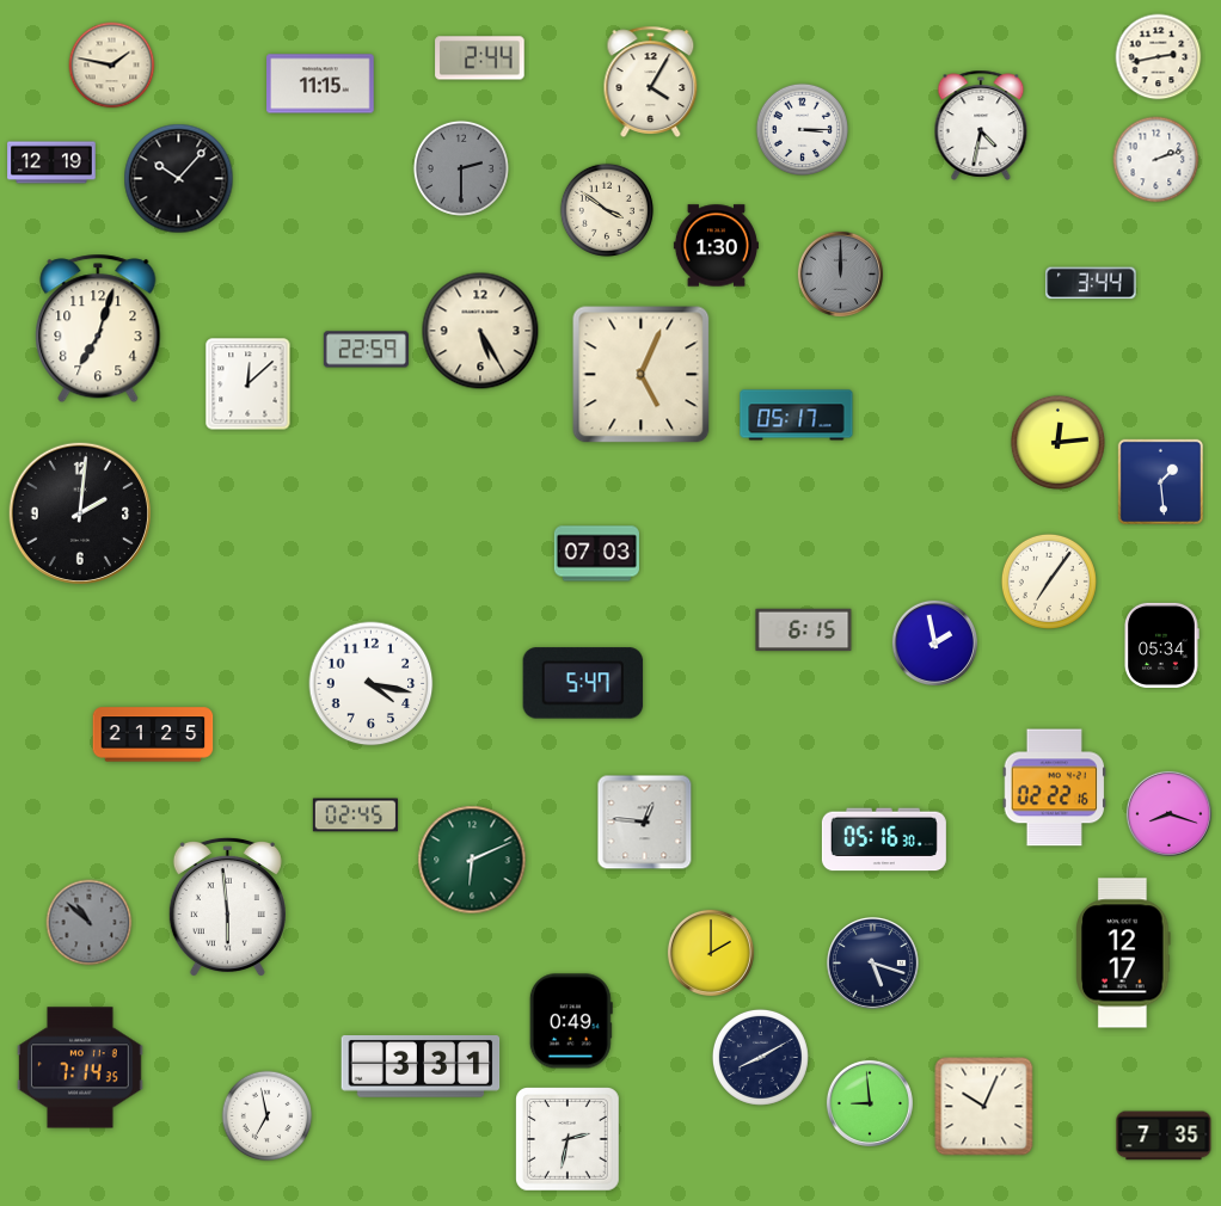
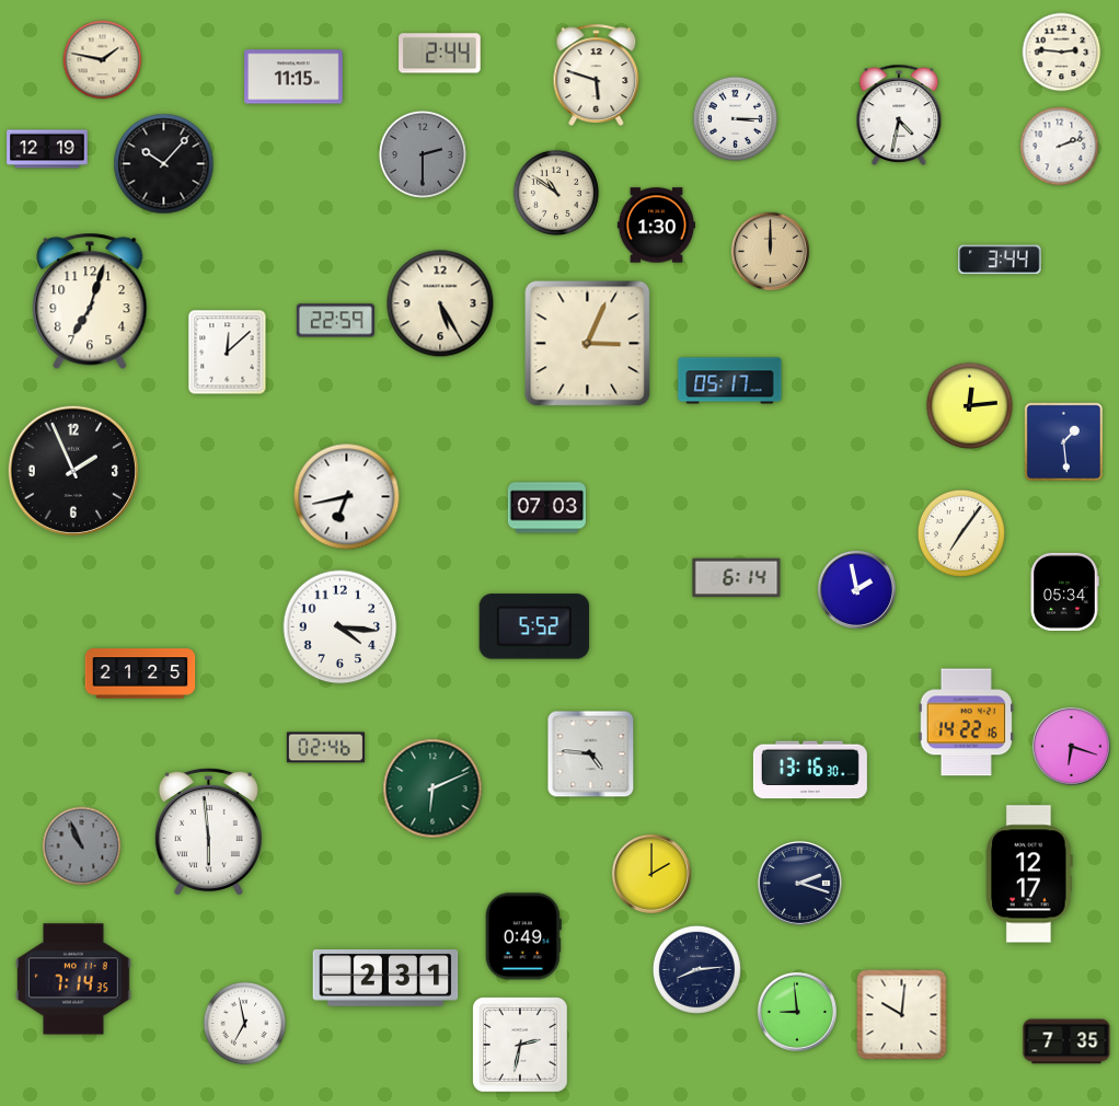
clock at (1159, 57): 2:43 -> 2:46
clock at (651, 81): 4:05 -> 5:48
clock at (607, 210): 3:51 -> 10:51
clock at (840, 273) dial: grey -> champagne
clock at (642, 375): 5:04 -> 3:04
clock at (80, 513): 2:01 -> 1:56
clock at (347, 497): none -> 6:43
clock at (804, 630): 6:15 -> 6:14
clock at (583, 683): 5:47 -> 5:52
clock at (372, 684): 4:17 -> 4:16
clock at (1054, 788): 02:22 -> 14:22
clock at (1168, 813): 8:18 -> 6:18
clock at (355, 816): 02:45 -> 02:46
clock at (645, 823): 12:46 -> 4:46
clock at (884, 839): 05:16 -> 13:16
clock at (90, 923): 10:52 -> 10:56
clock at (872, 962): 5:18 -> 2:18
clock at (760, 1057): 8:10 -> 8:14
clock at (421, 1067): 3:31 -> 2:31
clock at (984, 1107): 10:04 -> 10:01
